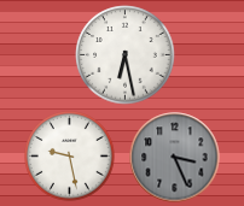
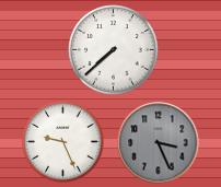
clock at (126, 55): 6:28 -> 7:38
clock at (70, 157): 9:28 -> 9:26
